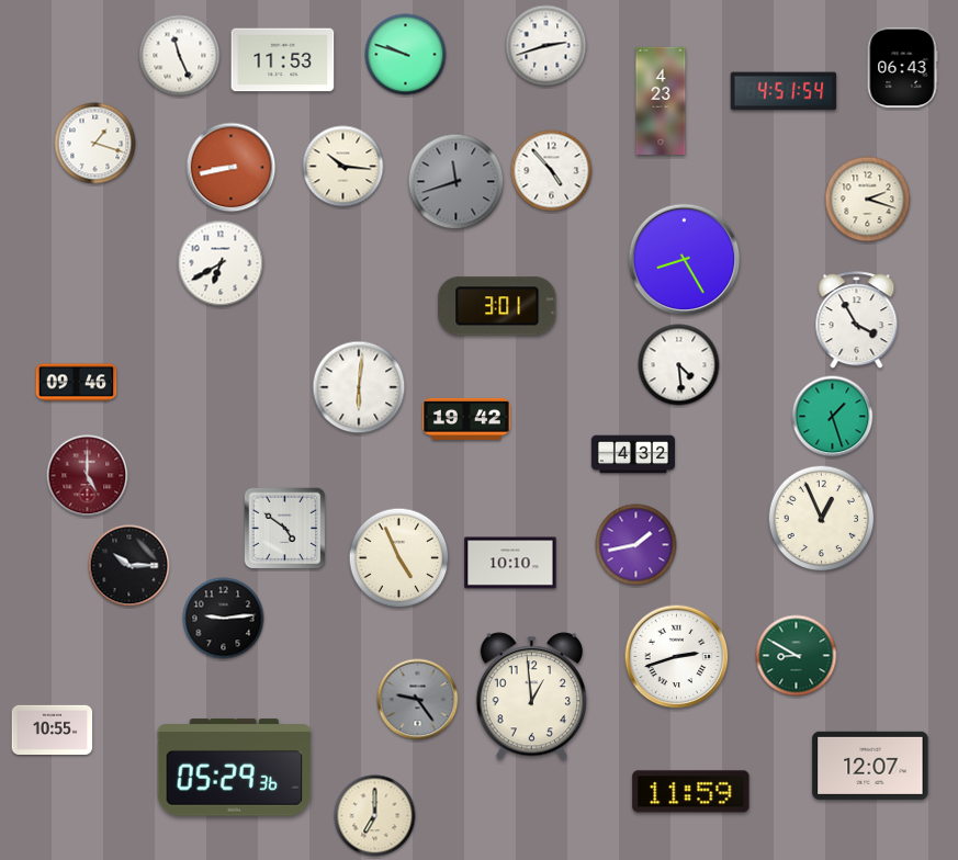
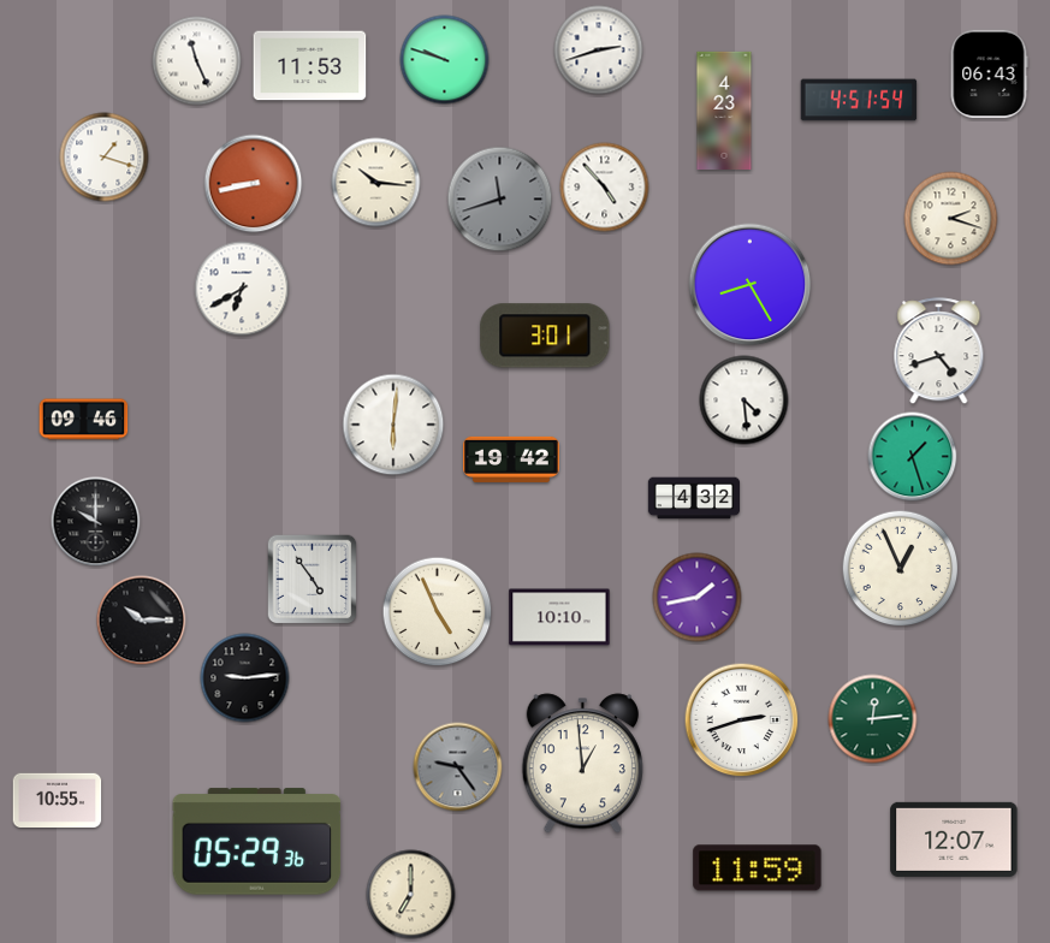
clock at (857, 320): 3:55 -> 4:42
clock at (88, 476): 5:00 -> 10:00
clock at (88, 476) dial: burgundy -> black
clock at (285, 529): 4:51 -> 4:54
clock at (797, 656): 8:50 -> 12:14
